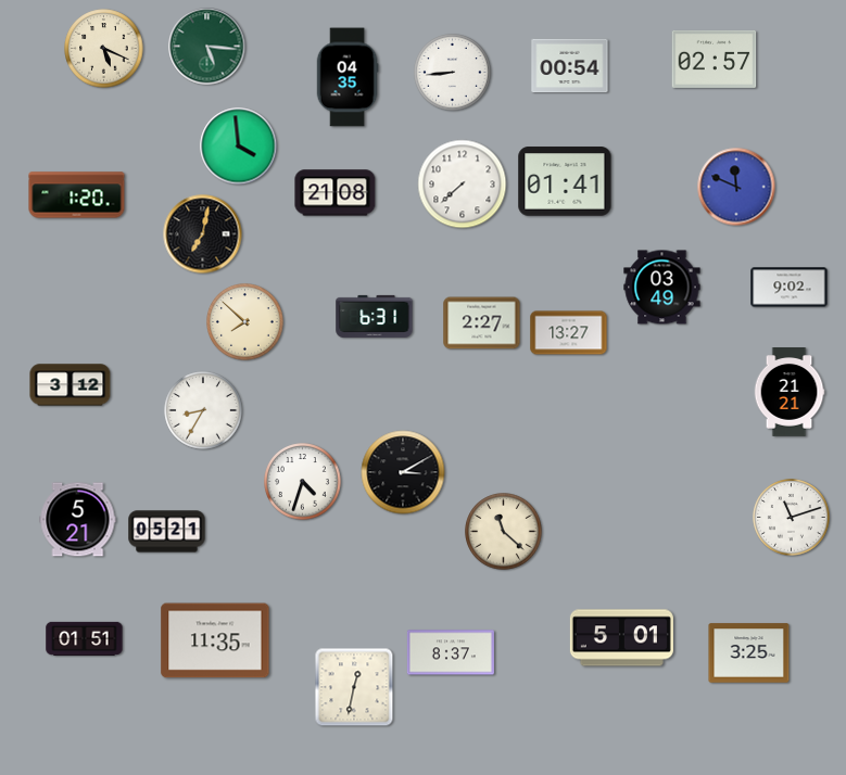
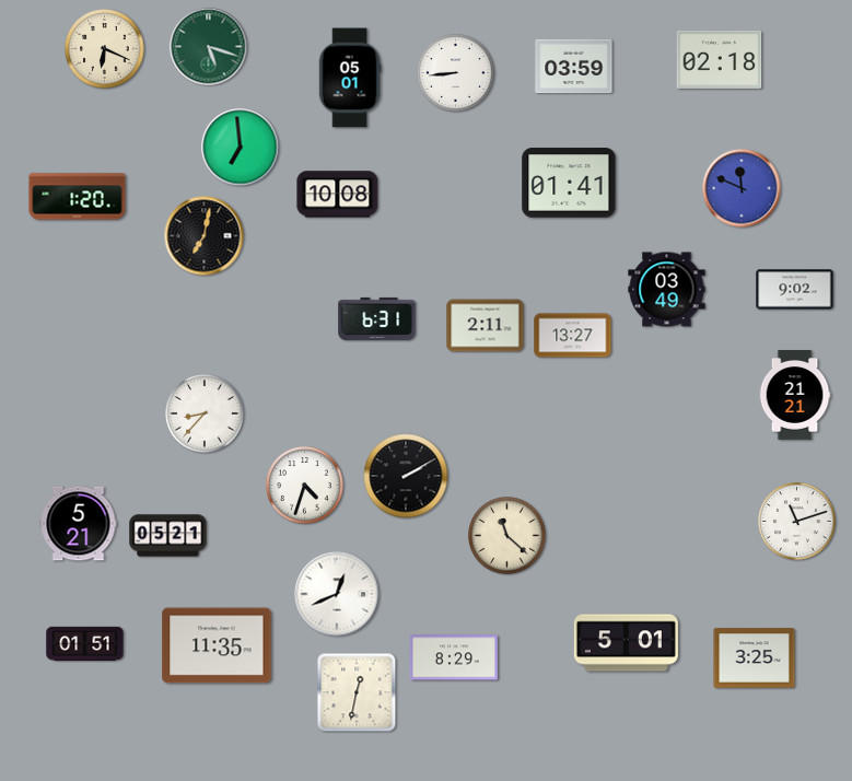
clock at (207, 47): 5:16 -> 5:18
clock at (104, 49): 5:19 -> 6:19
clock at (715, 59): 02:57 -> 02:18
clock at (570, 66): 00:54 -> 03:59
clock at (348, 77): 04:35 -> 05:01
clock at (239, 147): 3:59 -> 6:59
clock at (463, 185): 7:38 -> none
clock at (336, 193): 21:08 -> 10:08
clock at (245, 322): 7:52 -> none
clock at (482, 323): 2:27 -> 2:11
clock at (71, 385): 3:12 -> none
clock at (203, 410): 8:35 -> 8:37
clock at (403, 472): 3:10 -> 2:10
clock at (337, 594): none -> 12:41
clock at (451, 652): 8:37 -> 8:29
